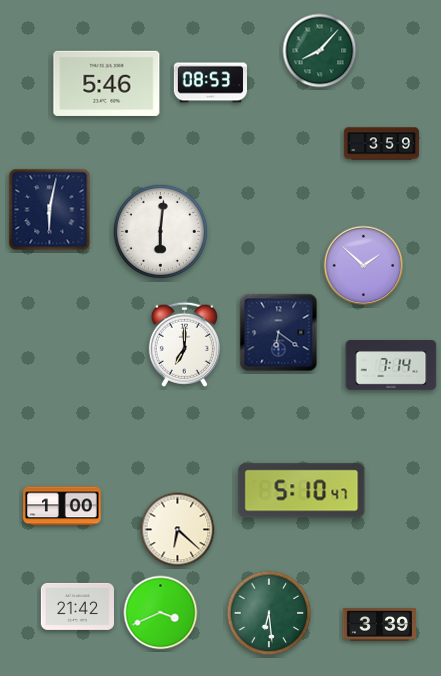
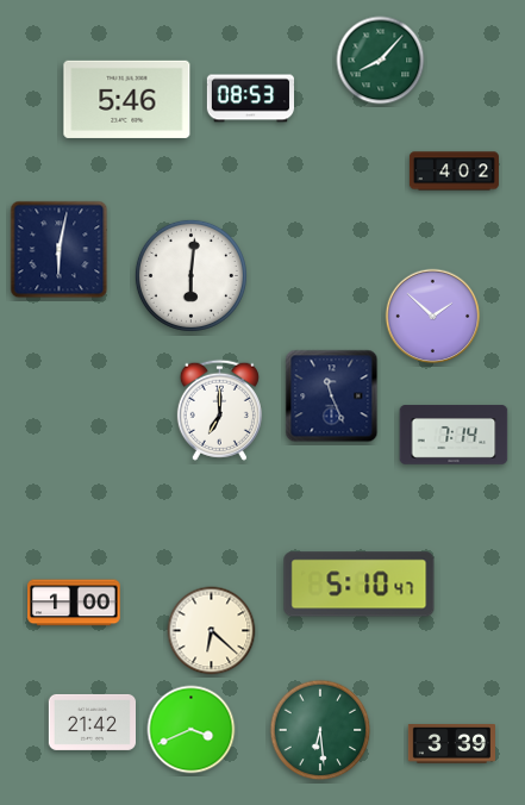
clock at (381, 144): 3:59 -> 4:02
clock at (279, 333): 6:21 -> 11:26
clock at (391, 365) position: (391, 365) -> (454, 435)
